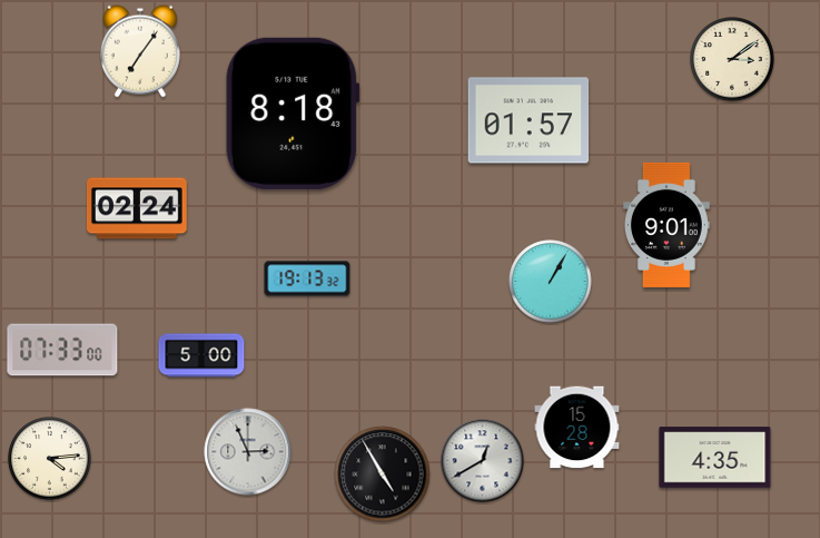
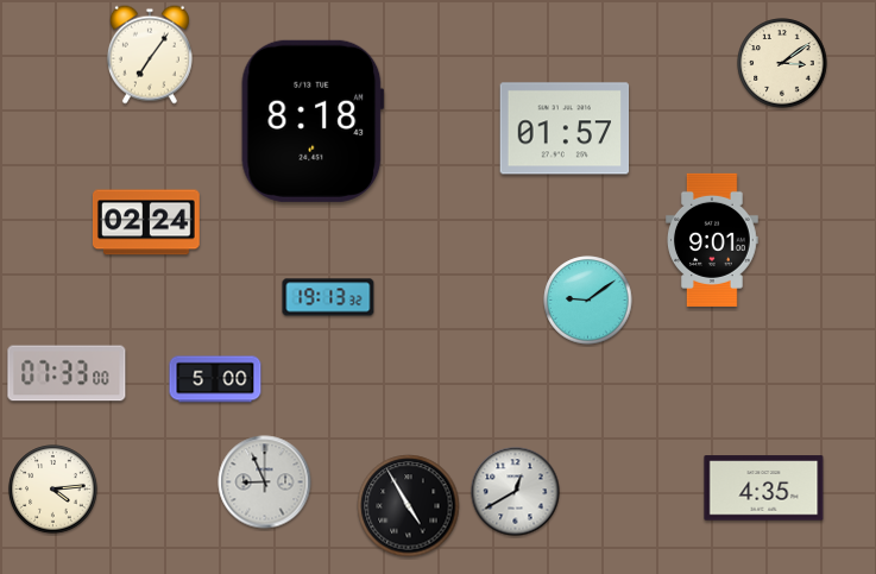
clock at (551, 282): 1:05 -> 9:09
clock at (577, 428): 15:28 -> none
clock at (248, 452): 2:56 -> 8:56
